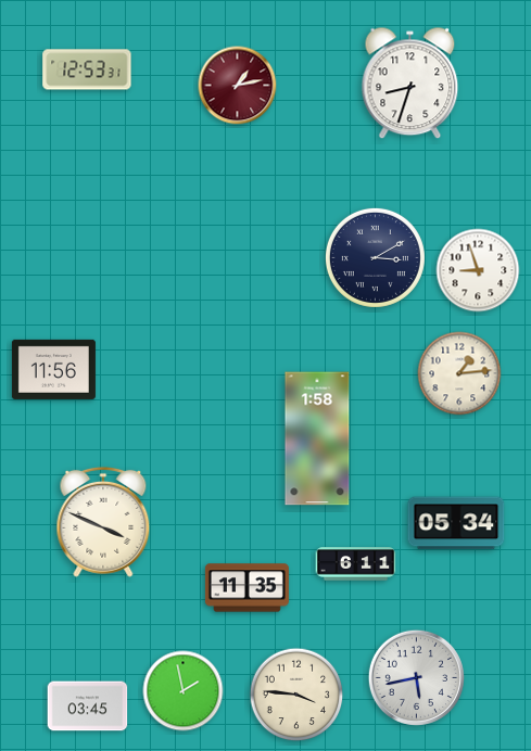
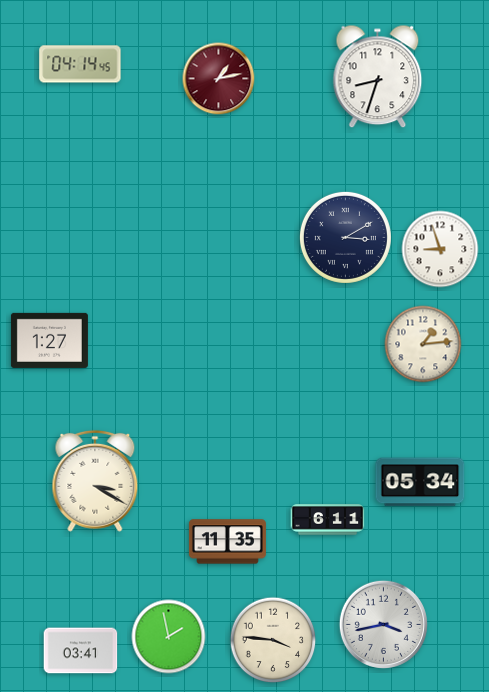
clock at (87, 69): 12:53 -> 04:14
clock at (53, 369): 11:56 -> 1:27
clock at (317, 438): 1:58 -> none
clock at (103, 522): 3:49 -> 3:20
clock at (416, 677): 5:43 -> 3:43
clock at (88, 707): 03:45 -> 03:41
